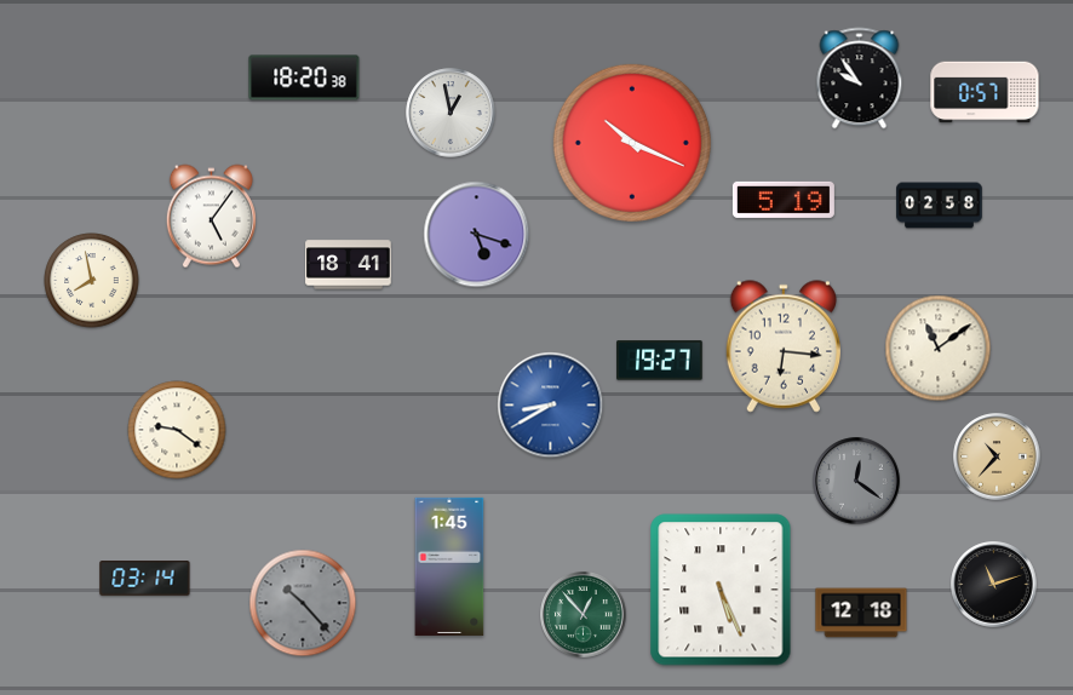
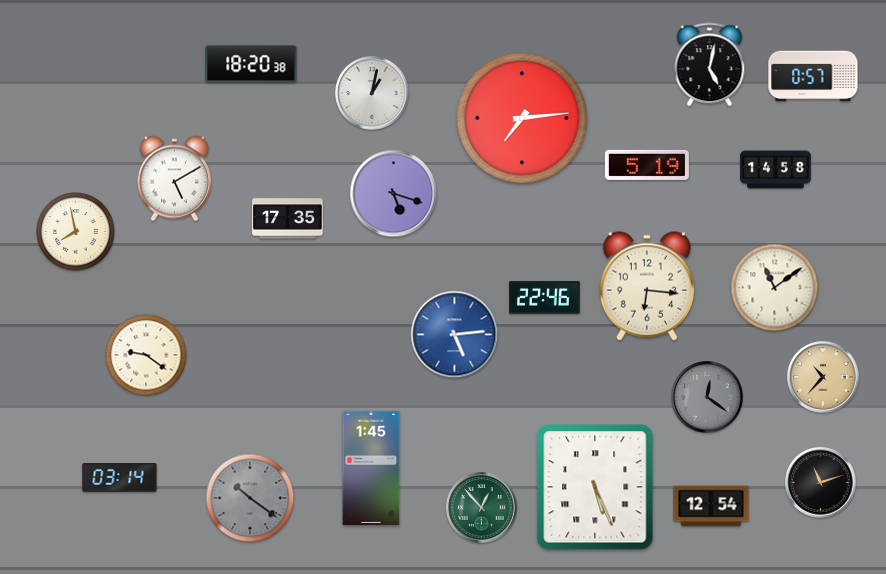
clock at (860, 79): 9:54 -> 5:02
clock at (451, 113): 12:58 -> 1:02
clock at (632, 143): 10:19 -> 7:14
clock at (940, 206): 02:58 -> 14:58
clock at (211, 217): 5:06 -> 5:10
clock at (349, 265): 18:41 -> 17:35
clock at (660, 361): 19:27 -> 22:46
clock at (551, 406): 8:40 -> 5:14
clock at (303, 603): 10:23 -> 10:21
clock at (861, 613): 12:18 -> 12:54
